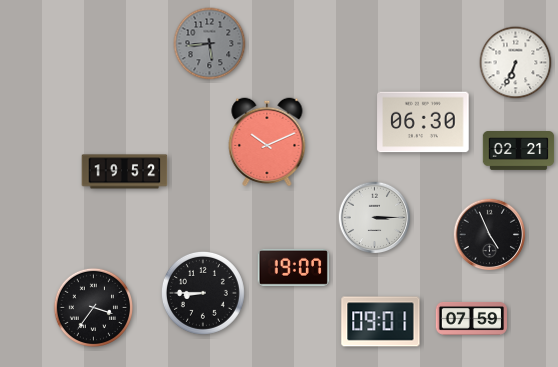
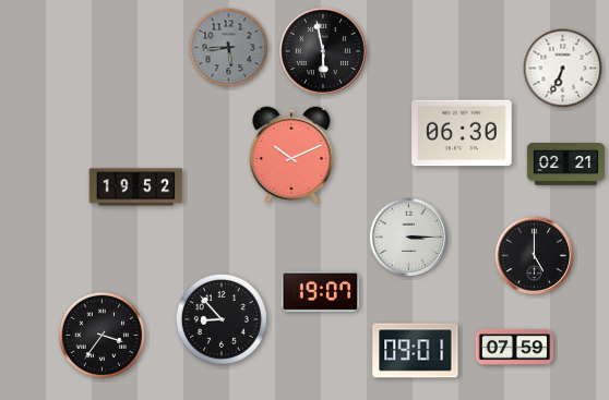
clock at (323, 51): none -> 5:58
clock at (490, 235): 4:56 -> 5:00
clock at (203, 293): 8:45 -> 8:53
